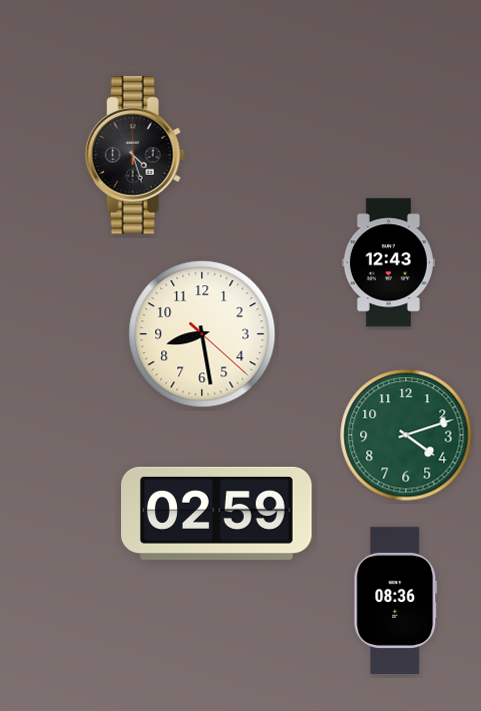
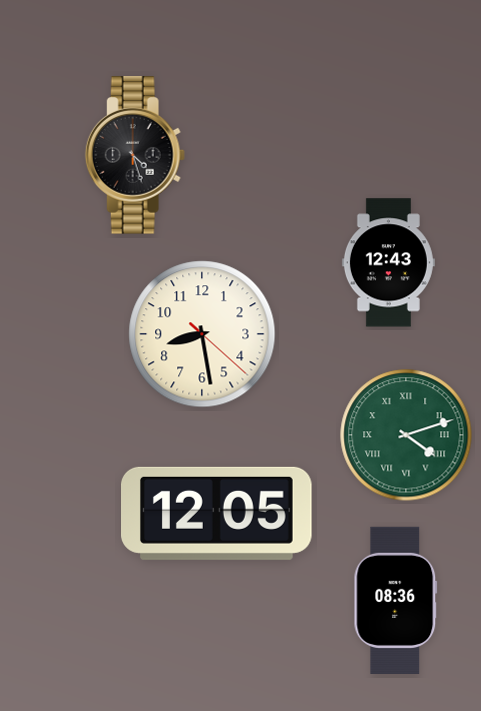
clock at (406, 435) numerals: Arabic -> Roman
clock at (217, 513): 02:59 -> 12:05
